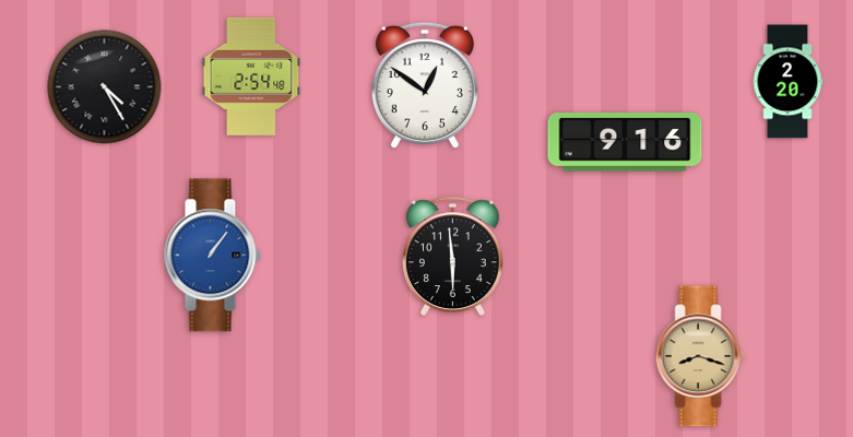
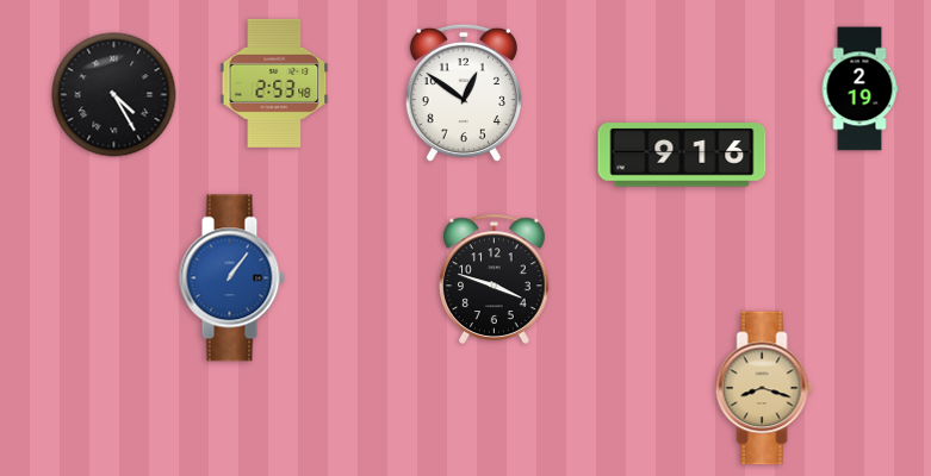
clock at (251, 76): 2:54 -> 2:53
clock at (787, 82): 2:20 -> 2:19
clock at (453, 256): 5:59 -> 3:48
